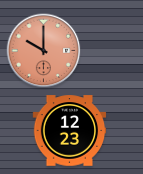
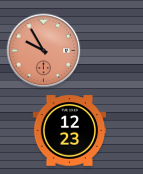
clock at (44, 51): 10:00 -> 9:55
